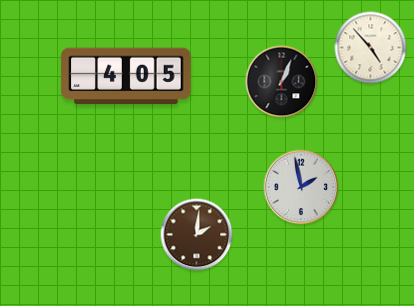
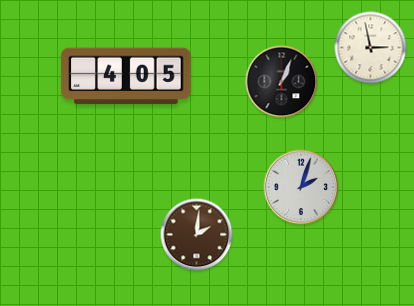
clock at (371, 48): 4:53 -> 2:58
clock at (301, 187): 1:58 -> 2:03
